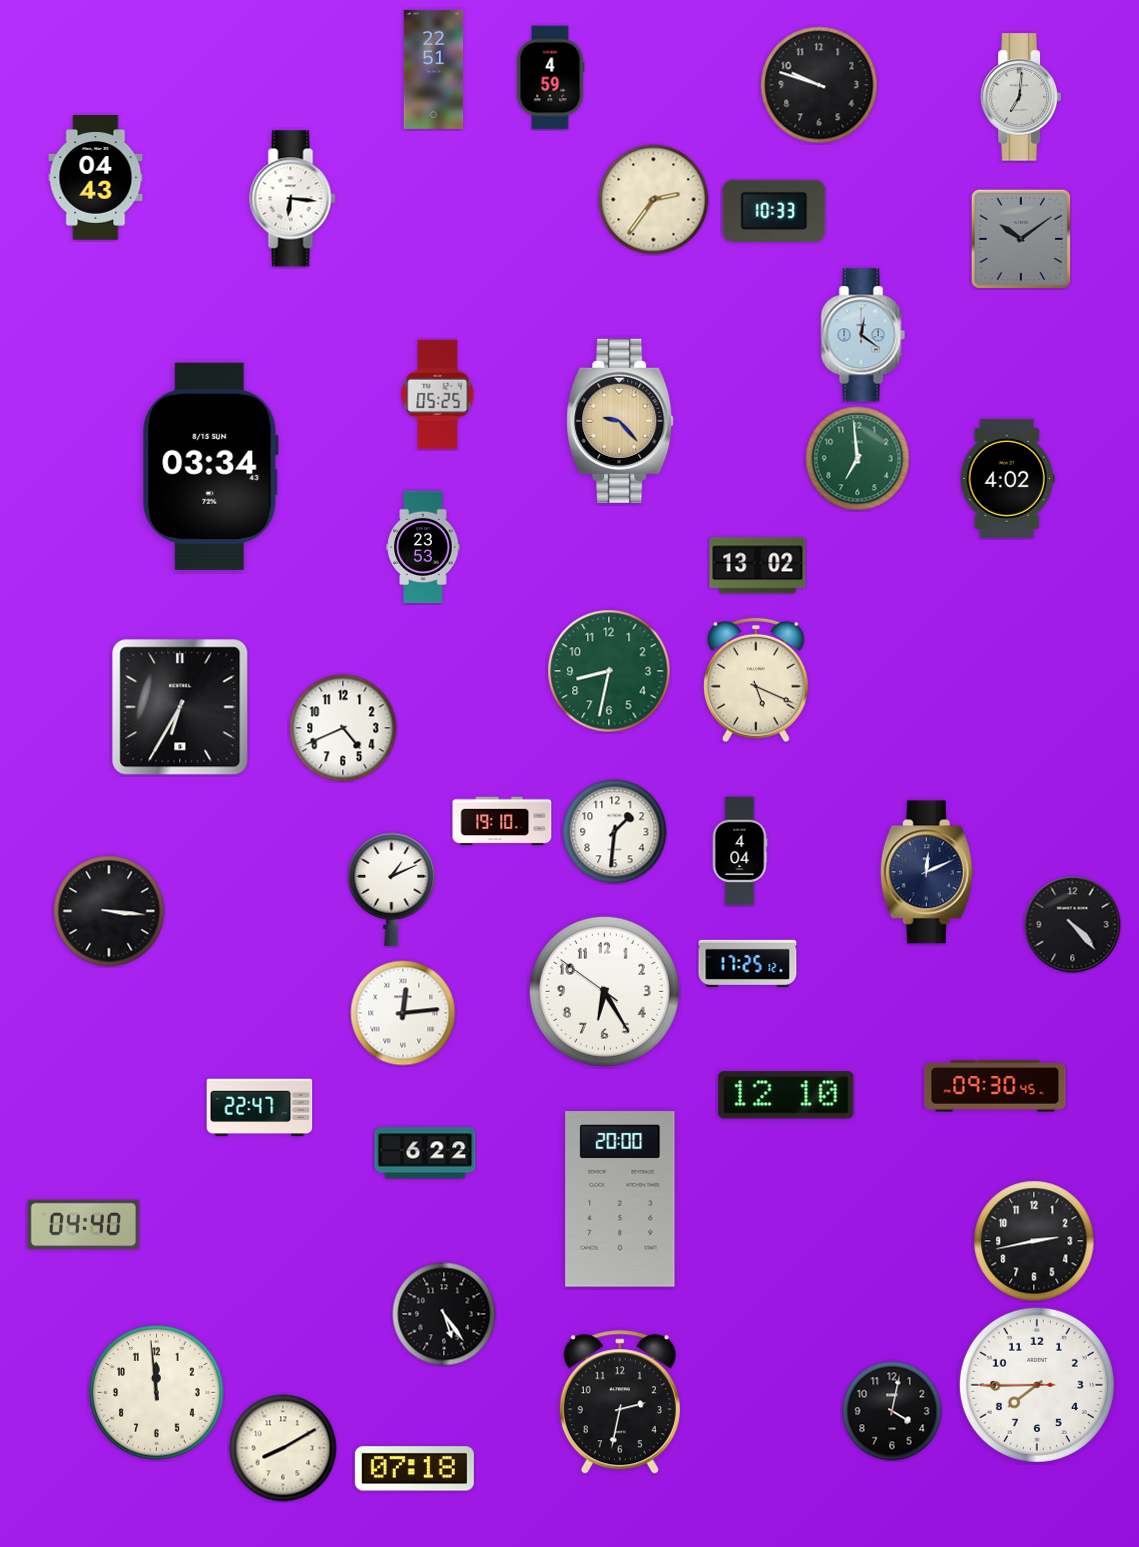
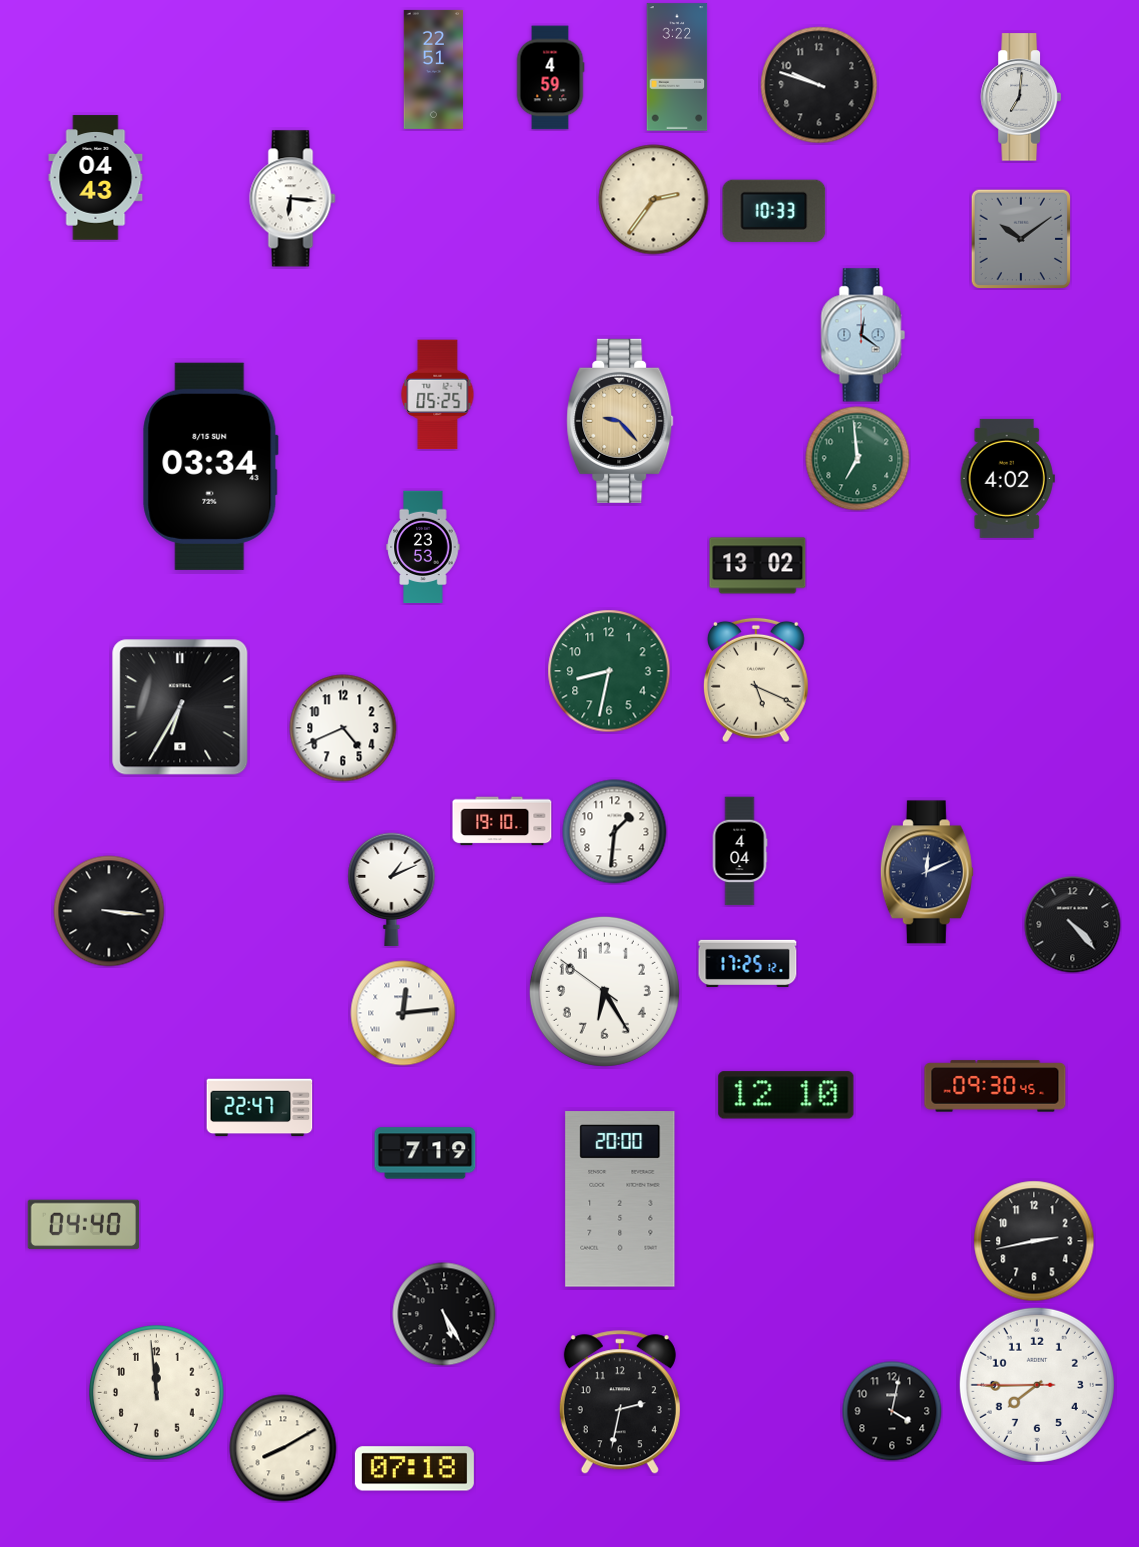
clock at (677, 67): none -> 3:22
clock at (425, 1153): 6:22 -> 7:19
clock at (444, 1314): 5:24 -> 5:25
